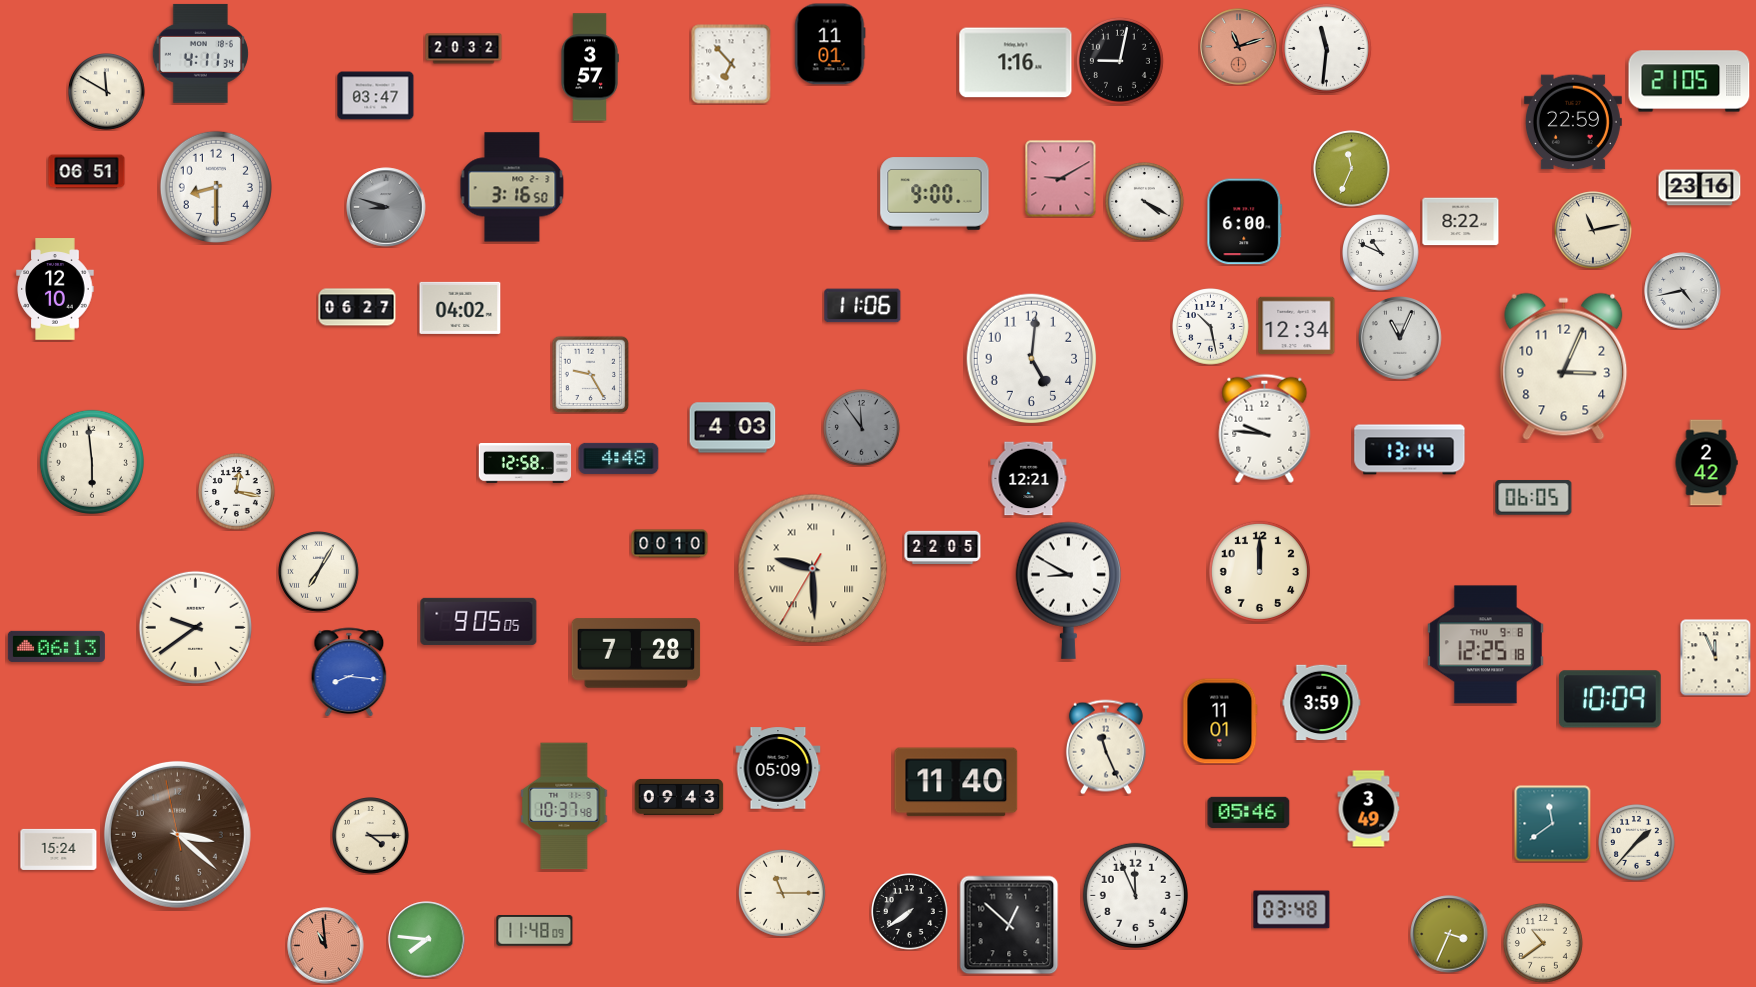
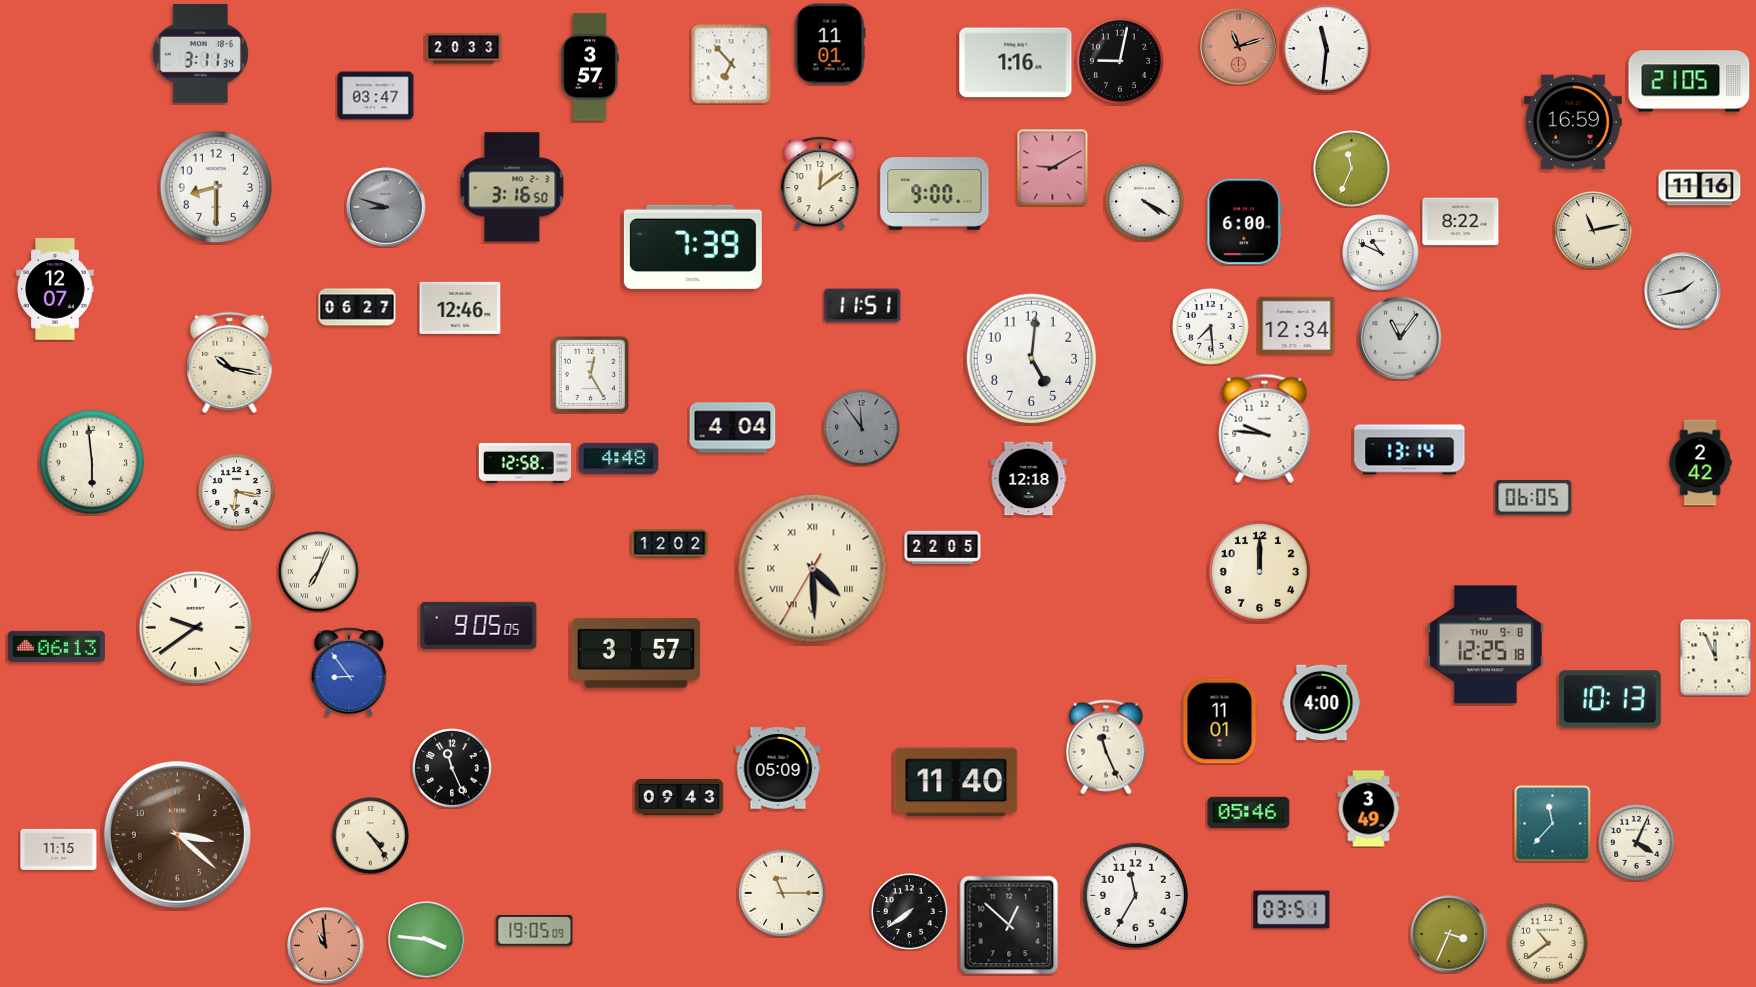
clock at (464, 49): 20:32 -> 20:33
clock at (200, 53): 4:11 -> 3:11
clock at (107, 92): 11:50 -> none
clock at (1573, 122): 22:59 -> 16:59
clock at (87, 172): 06:51 -> none
clock at (1061, 179) position: (1061, 179) -> (1053, 168)
clock at (820, 183): none -> 12:09
clock at (1700, 188): 23:16 -> 11:16
clock at (693, 247): none -> 7:39
clock at (55, 289): 12:10 -> 12:07
clock at (1683, 291): 4:43 -> 1:43
clock at (863, 306): 11:06 -> 11:51
clock at (460, 308): 04:02 -> 12:46
clock at (1211, 327): 10:28 -> 7:29
clock at (1400, 338): 11:04 -> 11:06
clock at (230, 363): none -> 10:17
clock at (1564, 367): 3:04 -> none
clock at (590, 374): 9:25 -> 12:25
clock at (733, 428): 4:03 -> 4:04
clock at (1706, 463) position: (1706, 463) -> (1700, 463)
clock at (1029, 479): 12:21 -> 12:18
clock at (237, 492): 12:17 -> 6:17
clock at (670, 544): 00:10 -> 12:02
clock at (813, 569): 9:29 -> 4:29
clock at (319, 572): 7:05 -> 7:04
clock at (1069, 590): 8:50 -> none
clock at (479, 621) position: (479, 621) -> (479, 625)
clock at (636, 653): 7:28 -> 3:57
clock at (349, 672): 8:16 -> 8:54
clock at (1610, 699): 10:09 -> 10:13
clock at (1322, 703): 3:59 -> 4:00
clock at (453, 769): none -> 11:26
clock at (564, 806): 10:37 -> none
clock at (1553, 824): 11:39 -> 11:37
clock at (371, 836): 4:15 -> 4:24
clock at (1637, 843): 1:37 -> 4:04
clock at (59, 849): 15:24 -> 11:15
clock at (1135, 895): 11:56 -> 11:35
clock at (1292, 910): 03:48 -> 03:51
clock at (535, 931): 11:48 -> 19:05
clock at (427, 940): 7:46 -> 3:46
clock at (1544, 944) position: (1544, 944) -> (1549, 944)
